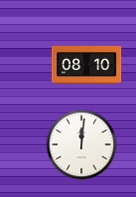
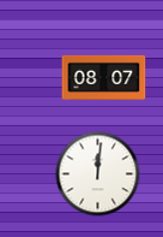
clock at (87, 64): 08:10 -> 08:07
